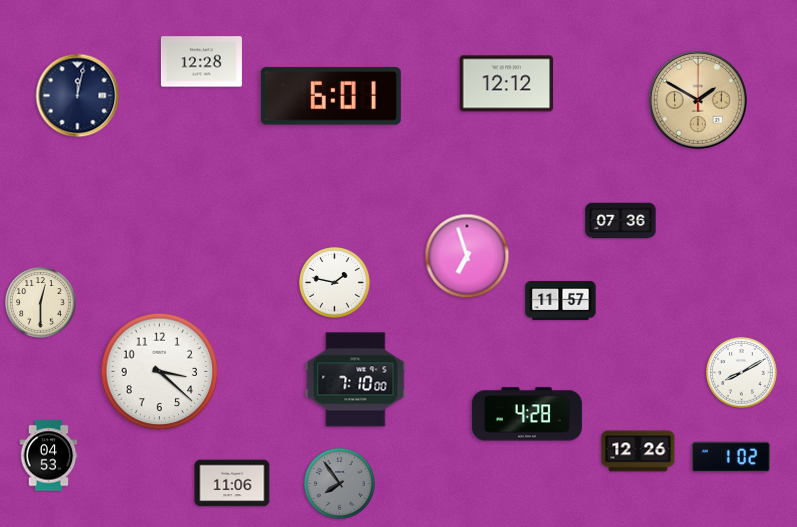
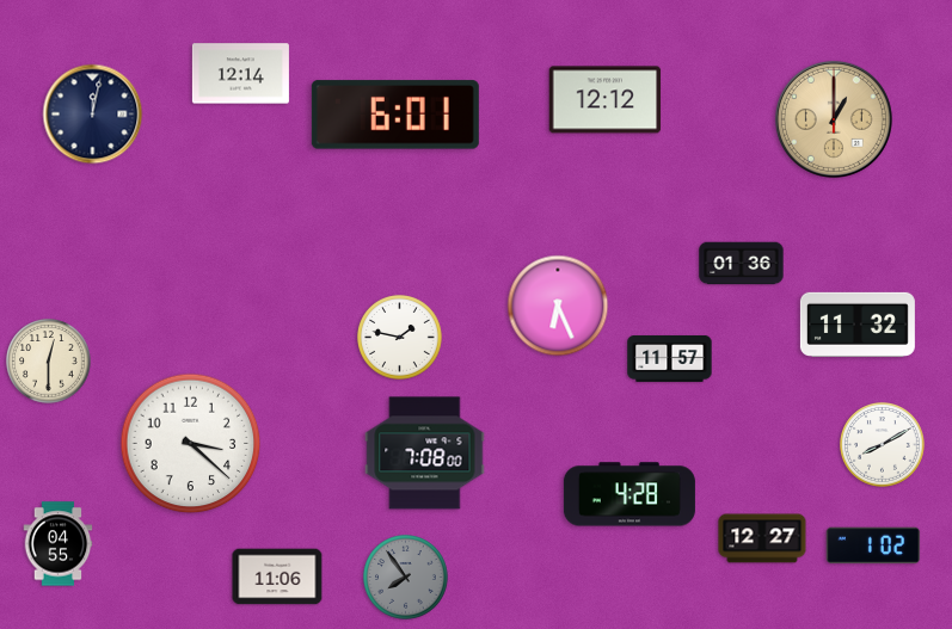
clock at (201, 62): 12:28 -> 12:14
clock at (698, 100): 1:50 -> 1:00
clock at (621, 221): 07:36 -> 01:36
clock at (467, 256): 6:57 -> 6:26
clock at (858, 325): none -> 11:32
clock at (742, 373) position: (742, 373) -> (883, 445)
clock at (356, 380): 7:10 -> 7:08
clock at (638, 451): 12:26 -> 12:27
clock at (49, 456): 04:53 -> 04:55
